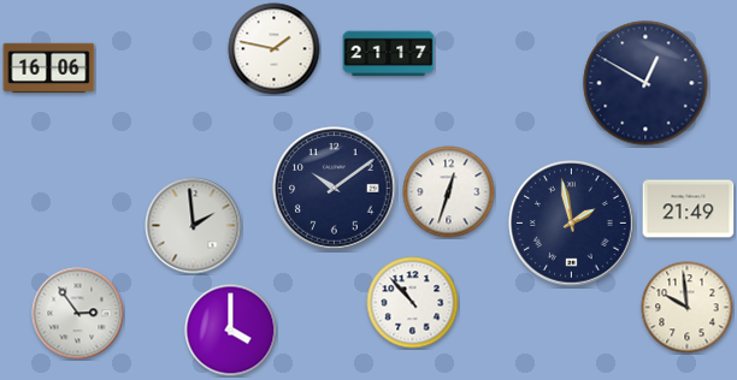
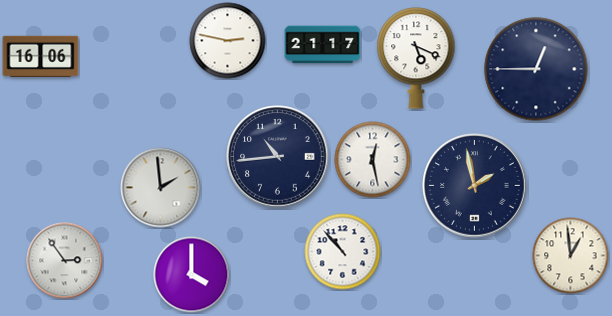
clock at (275, 49): 1:47 -> 2:47
clock at (416, 58): none -> 5:19
clock at (645, 83): 12:50 -> 12:45
clock at (335, 189): 10:09 -> 10:44
clock at (449, 192): 12:33 -> 12:28
clock at (689, 209): 21:49 -> none
clock at (688, 308): 9:59 -> 12:59
